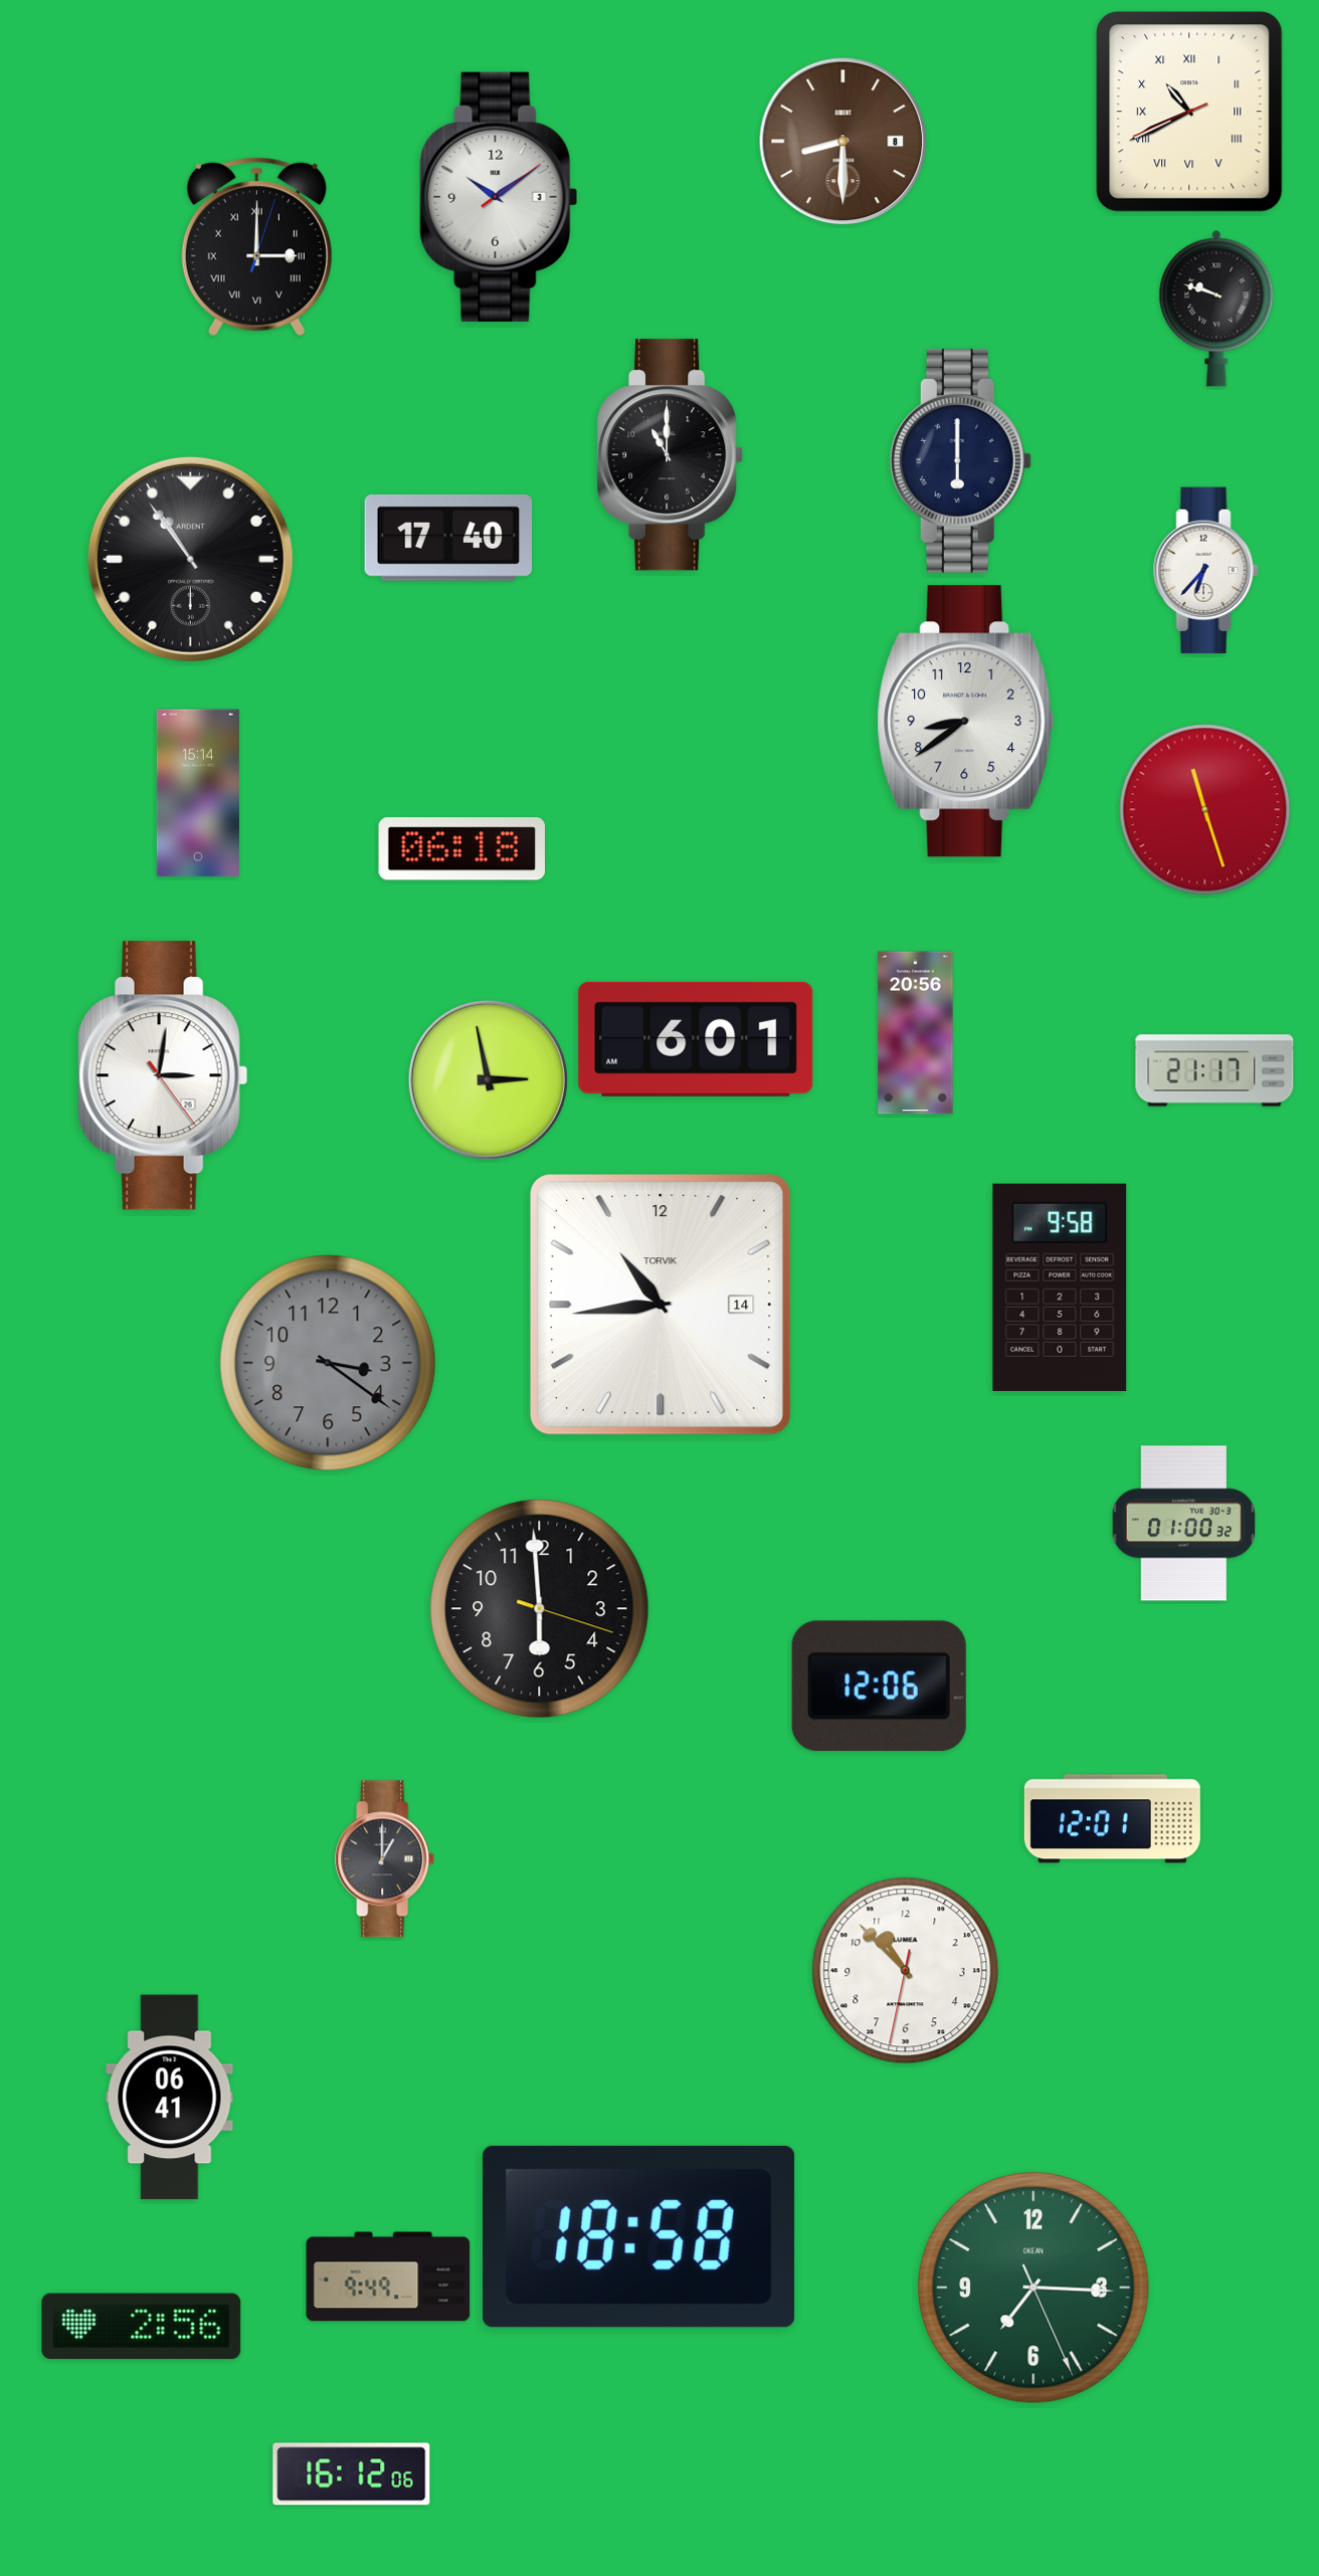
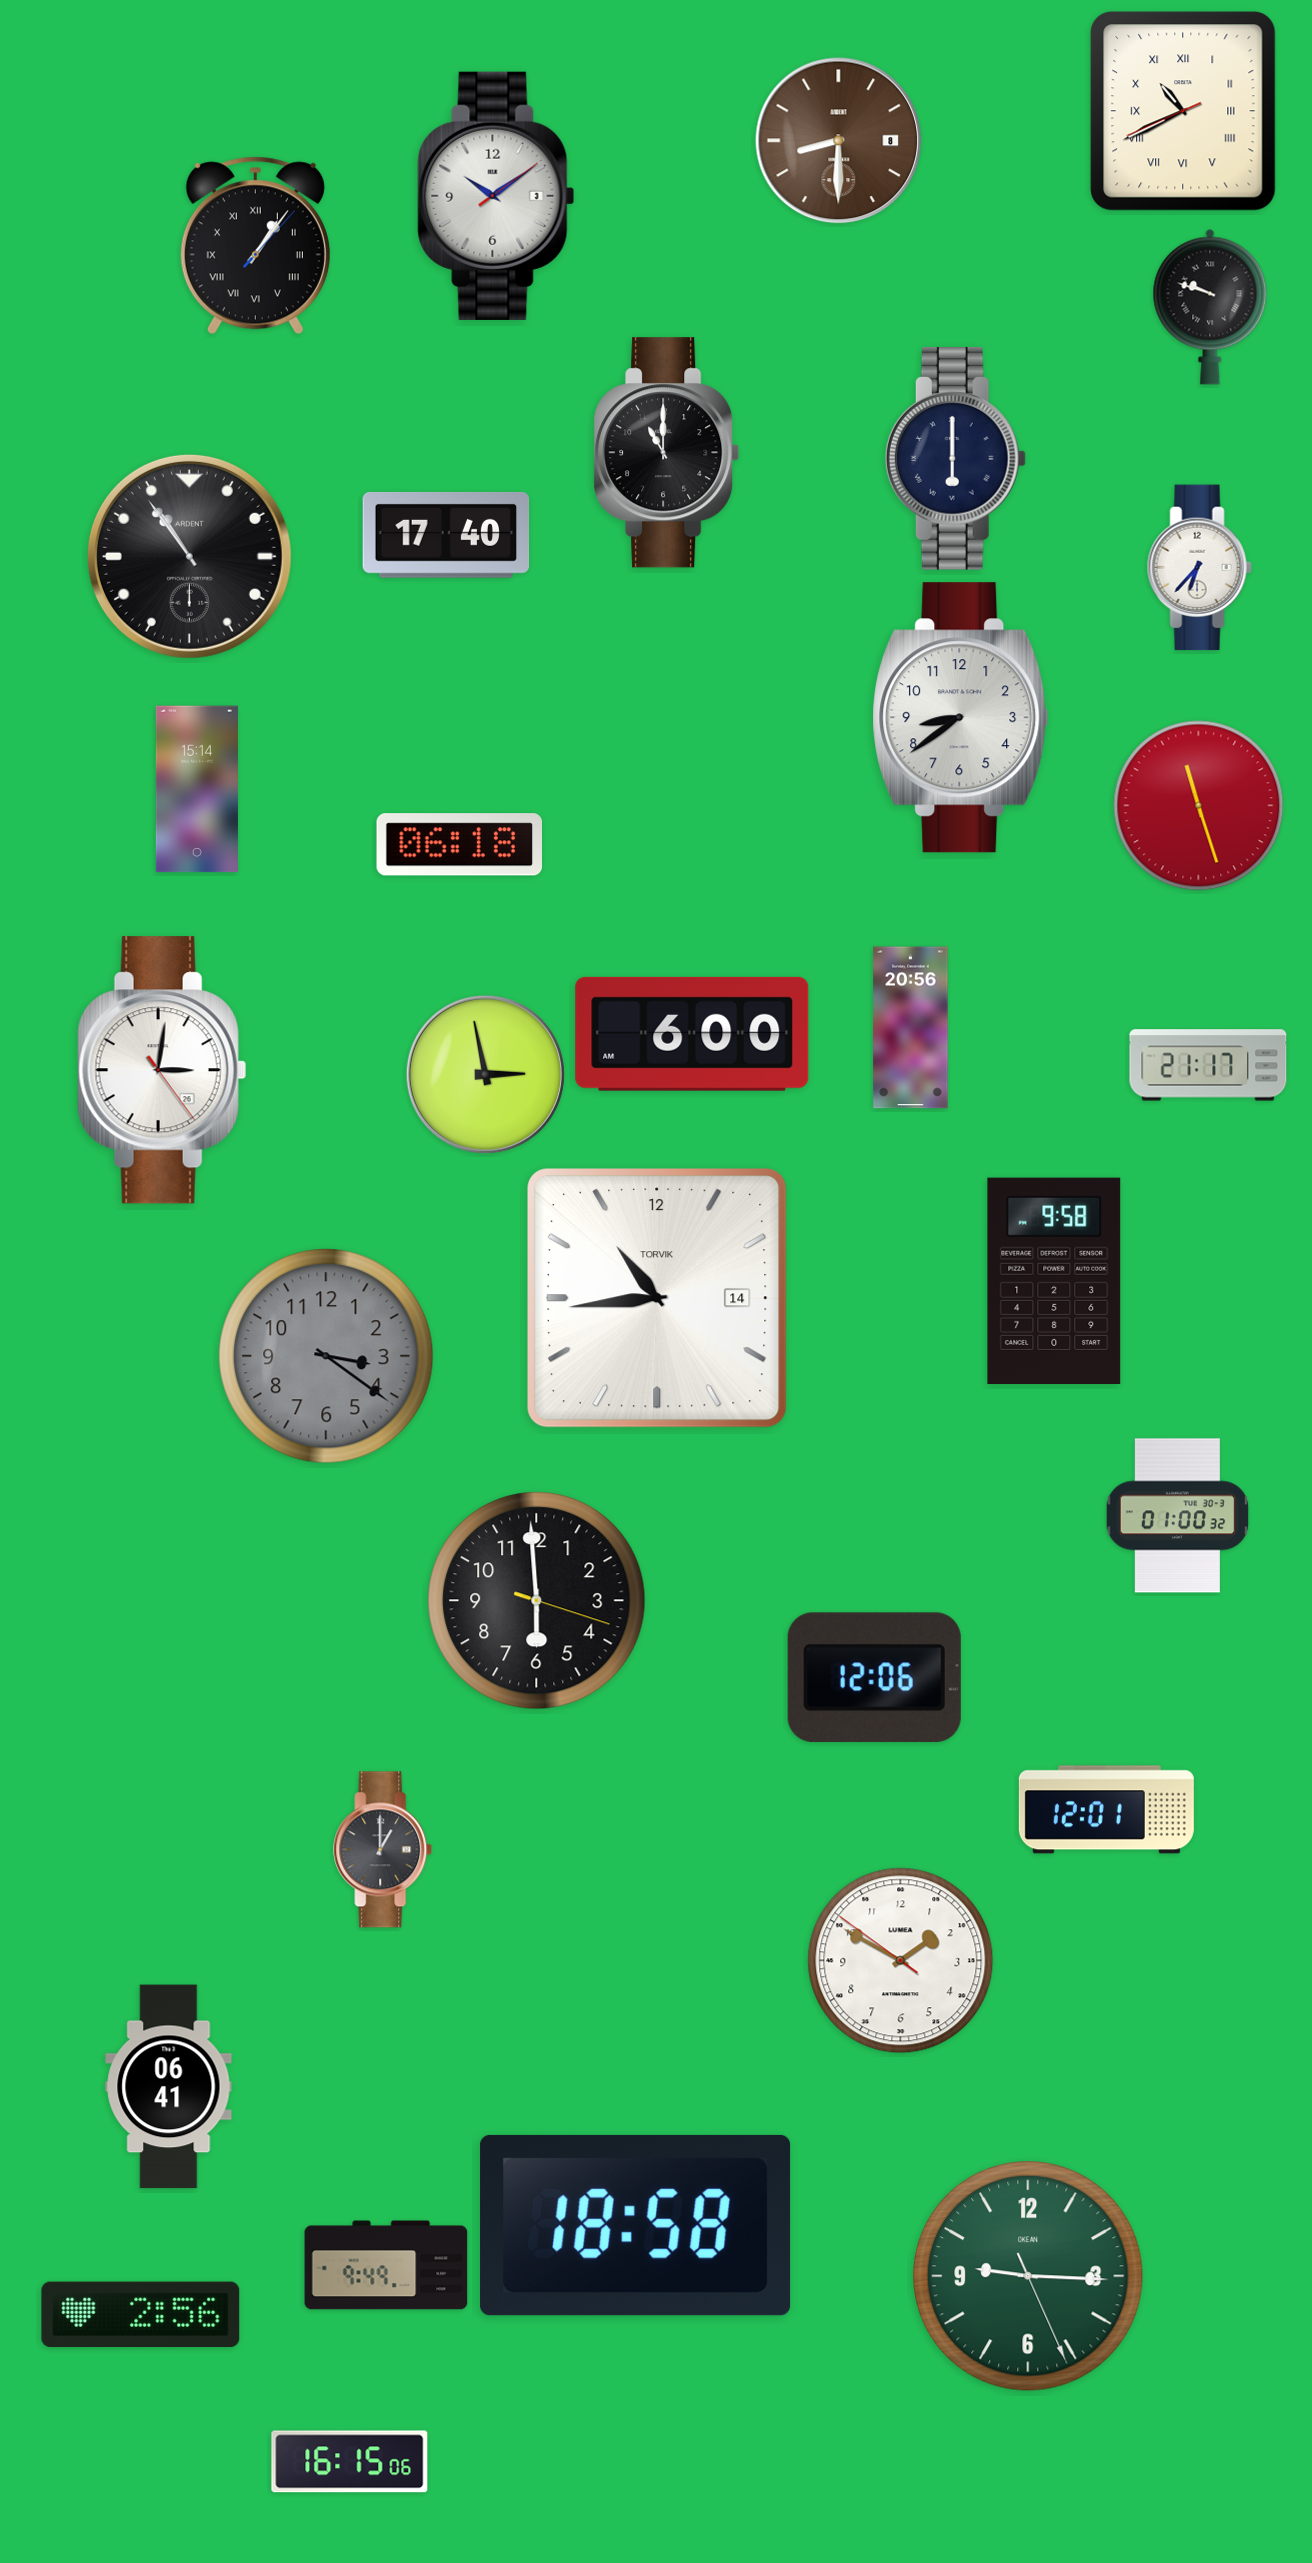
clock at (256, 247): 3:00 -> 1:06
clock at (696, 1039): 6:01 -> 6:00
clock at (906, 1971): 10:52 -> 1:49
clock at (1033, 2288): 7:15 -> 9:15
clock at (352, 2474): 16:12 -> 16:15
